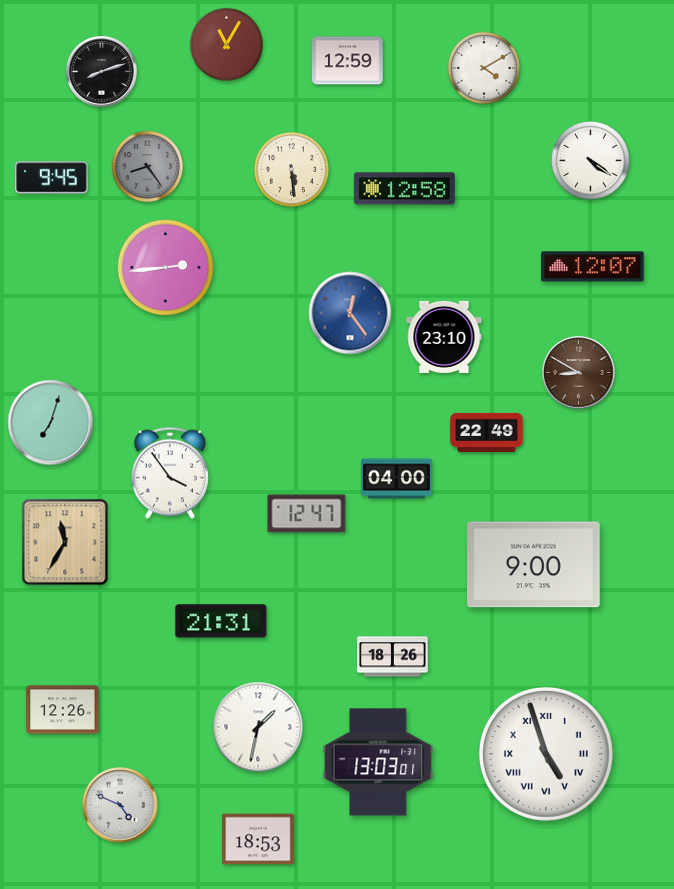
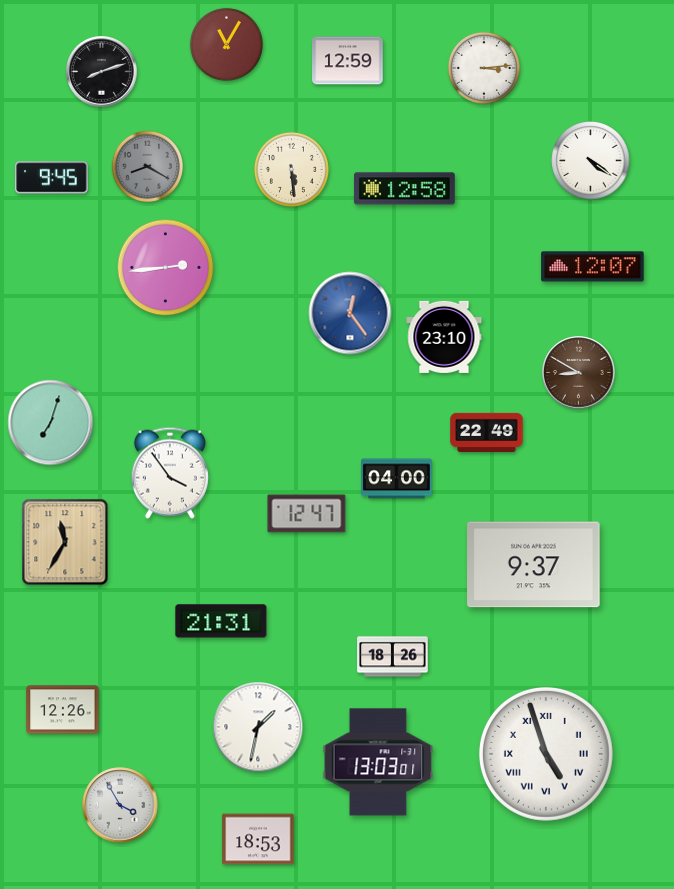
clock at (484, 68): 4:10 -> 3:14
clock at (147, 166): 8:24 -> 8:20
clock at (534, 565): 9:00 -> 9:37
clock at (120, 805): 4:49 -> 3:55
